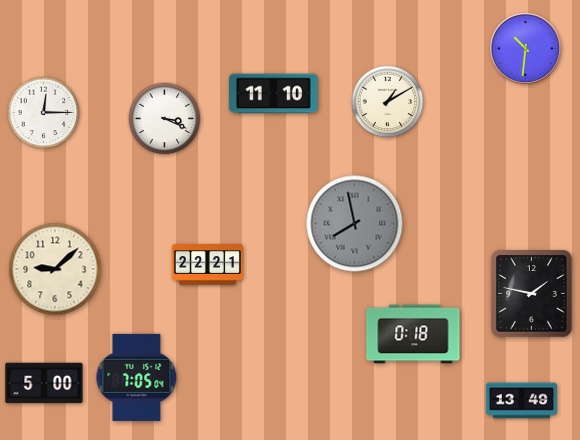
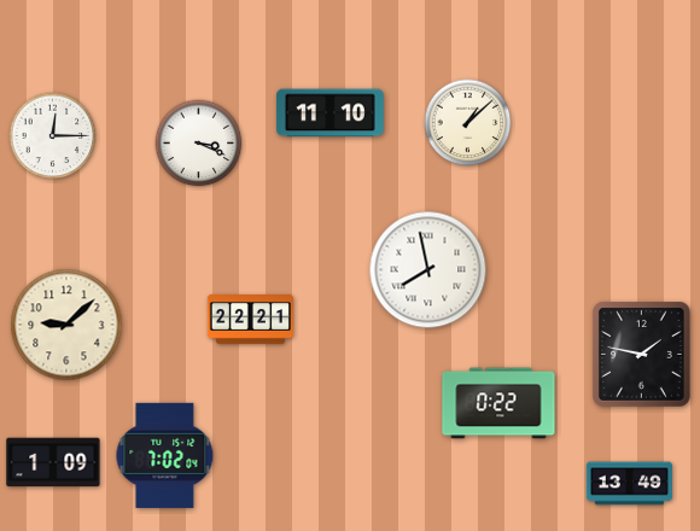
clock at (525, 48): 10:31 -> none
clock at (388, 102): 1:10 -> 1:08
clock at (355, 224) dial: grey -> white
clock at (413, 334): 0:18 -> 0:22
clock at (137, 377): 7:05 -> 7:02
clock at (44, 383): 5:00 -> 1:09
